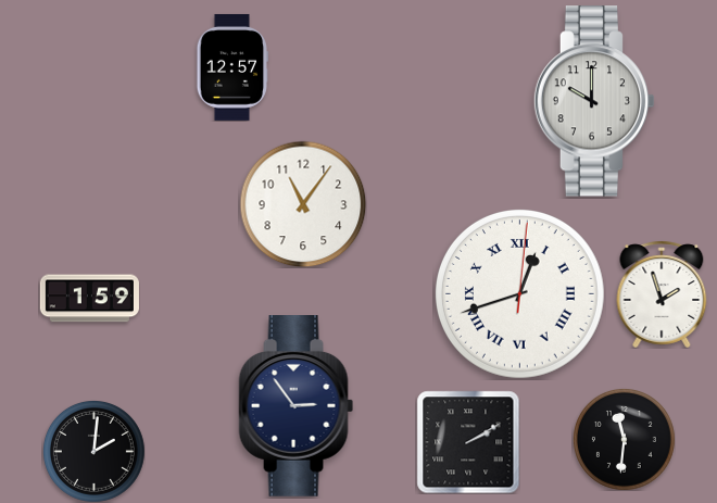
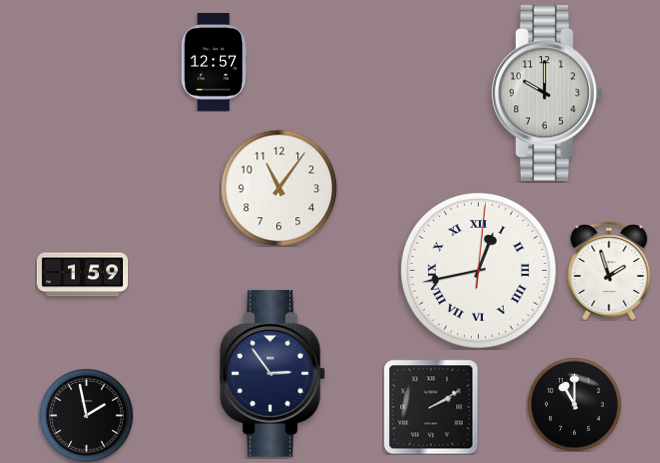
clock at (519, 293): 12:42 -> 12:43
clock at (625, 440): 11:31 -> 11:00
clock at (95, 452): 2:01 -> 1:58
